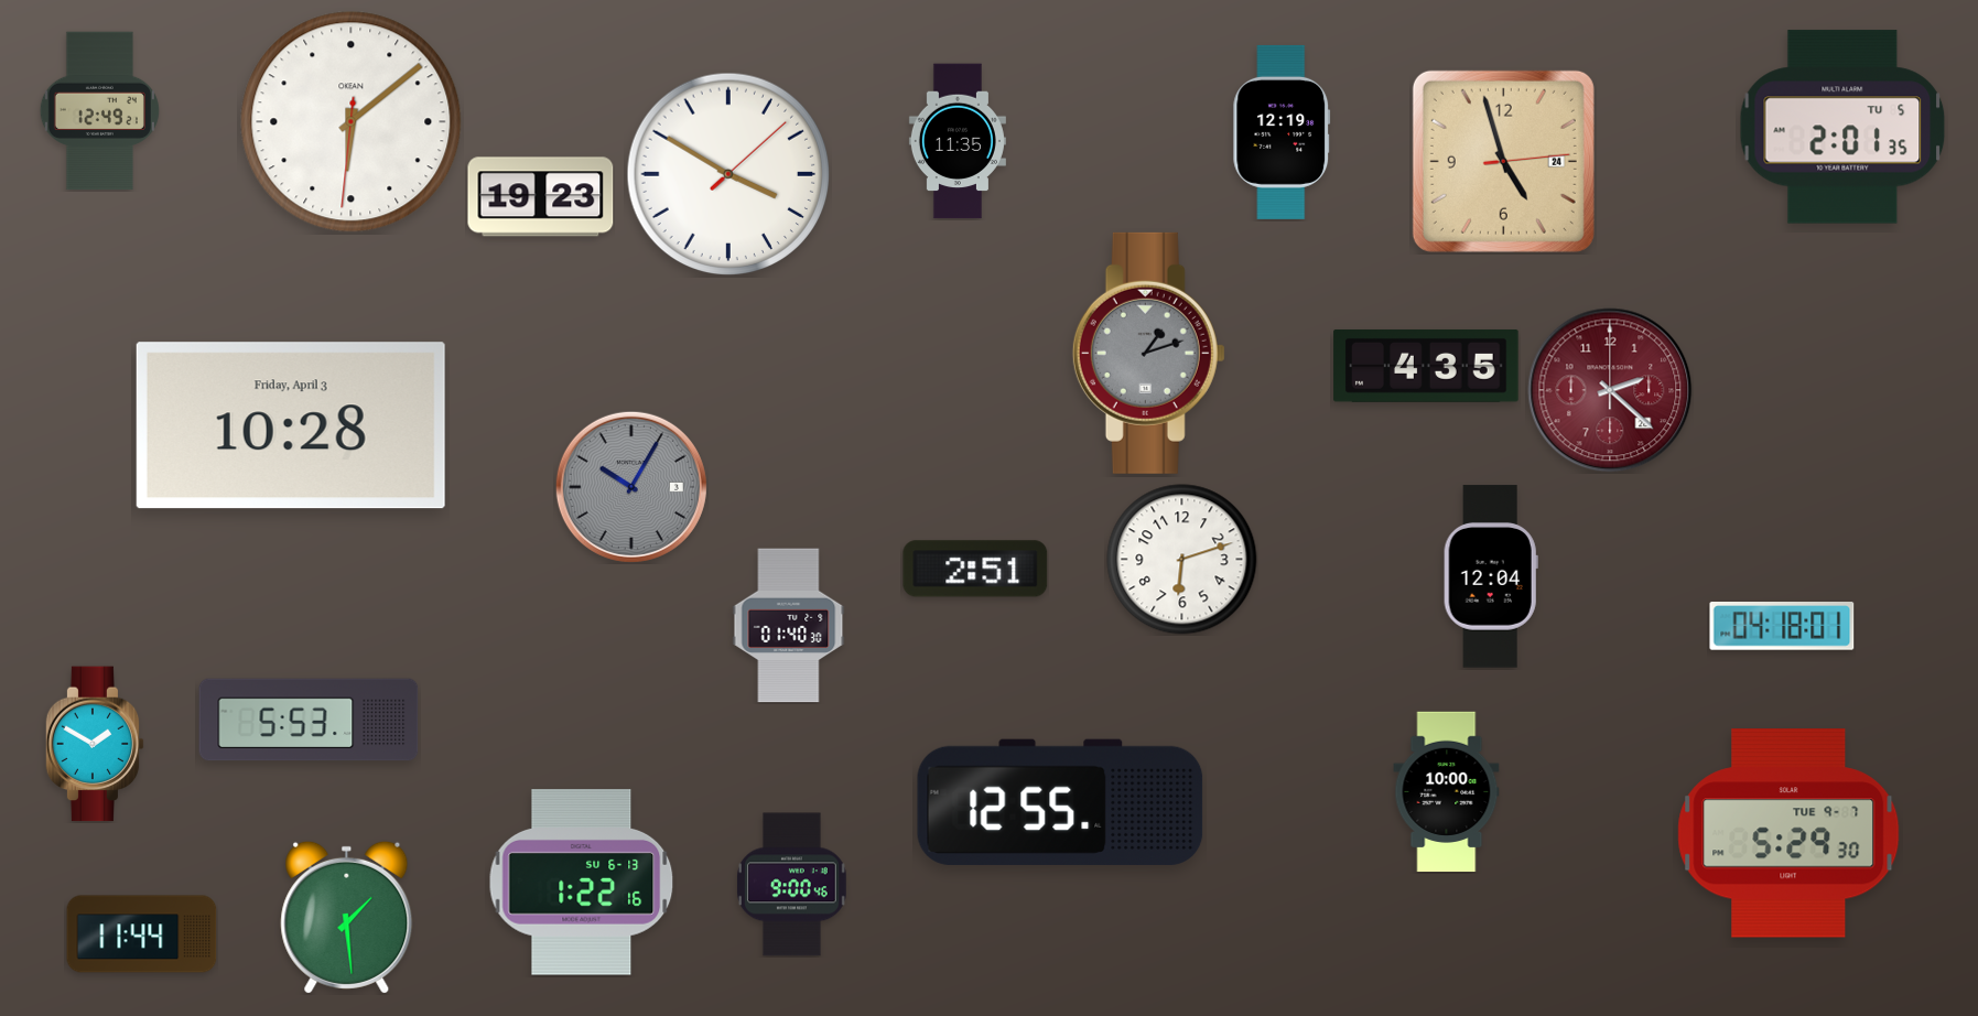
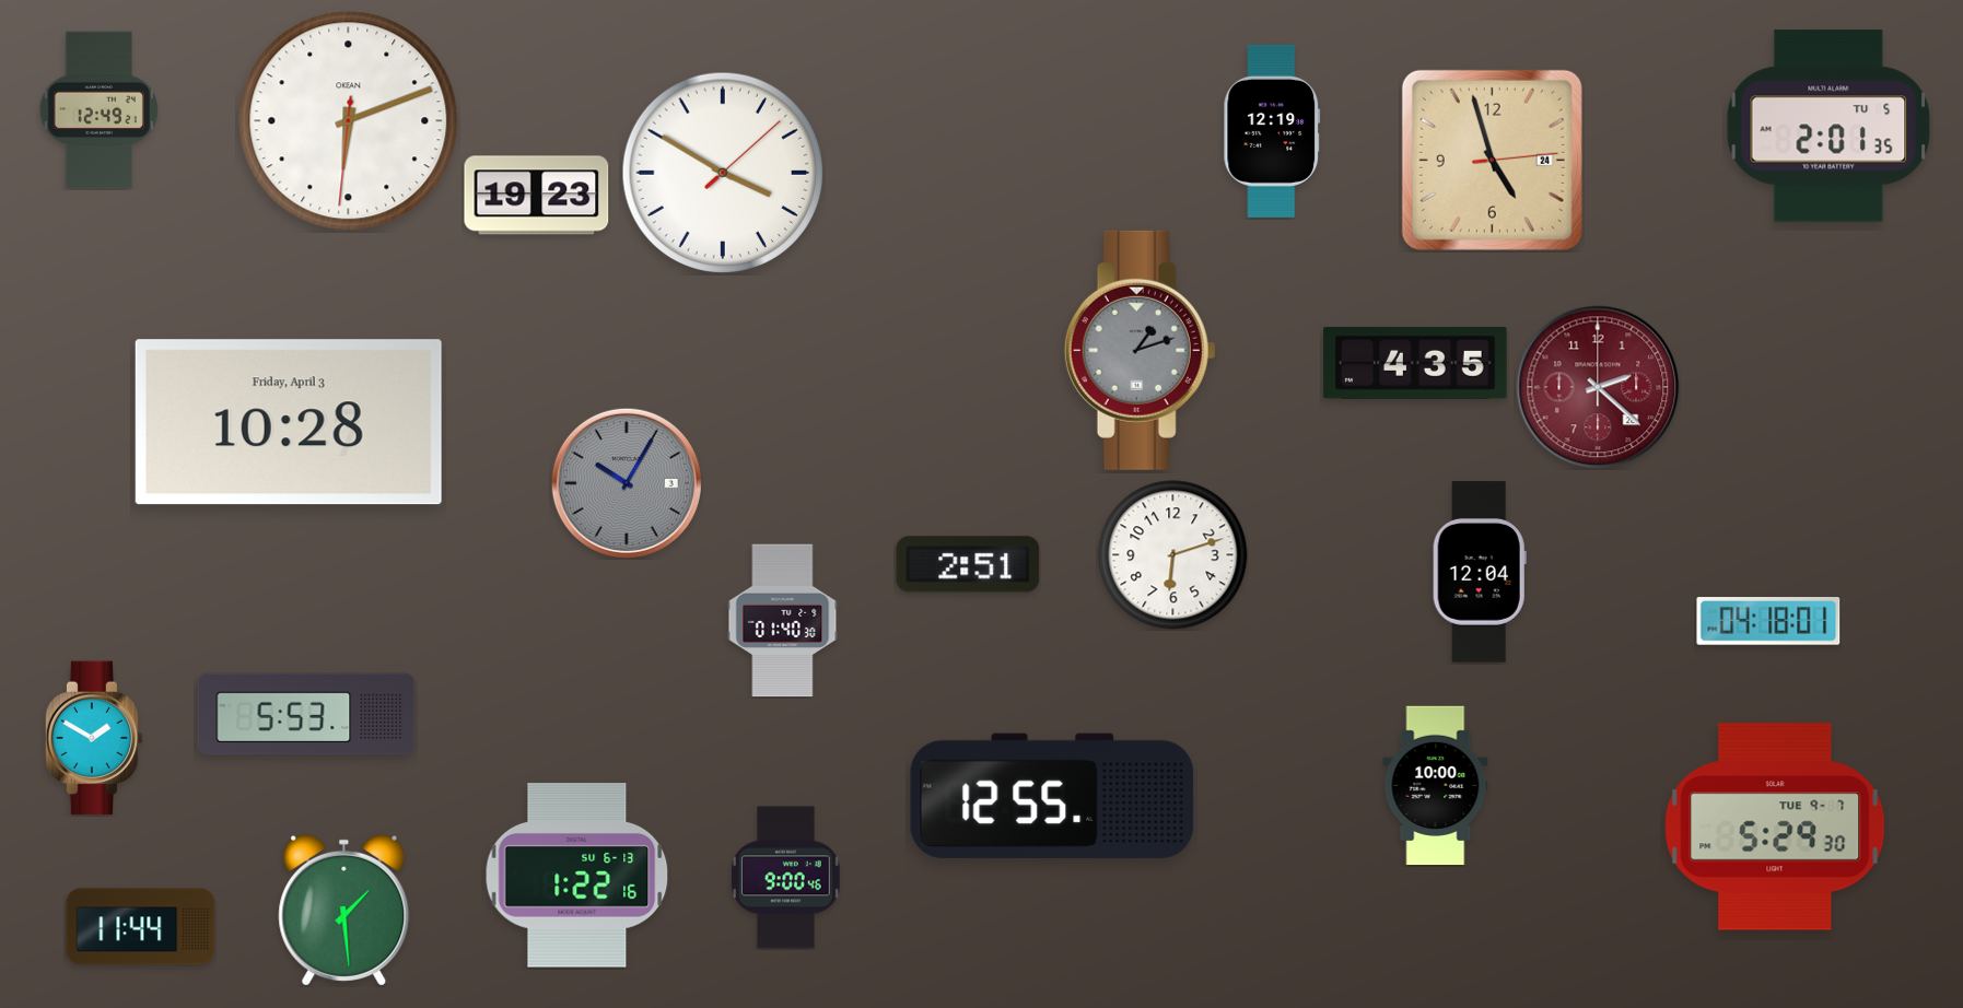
clock at (352, 122): 6:08 -> 6:11
clock at (958, 141): 11:35 -> none
